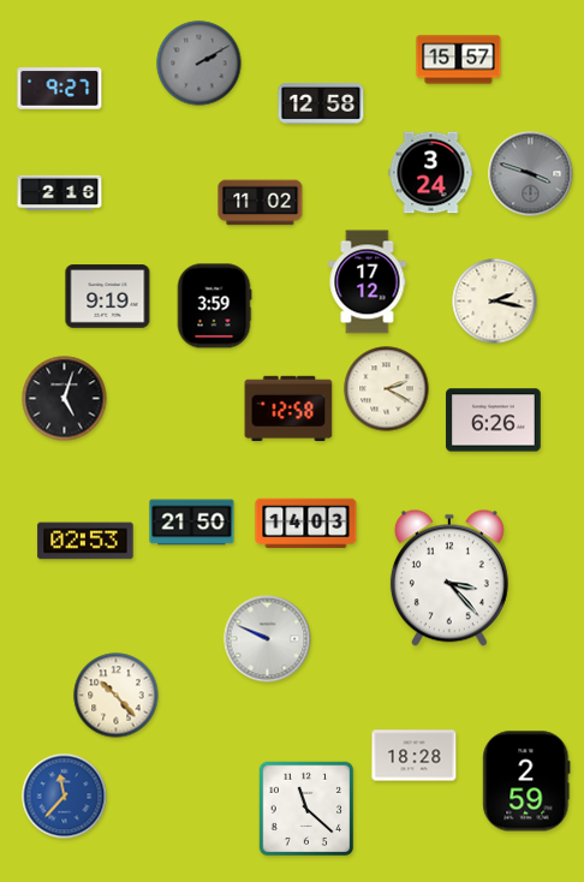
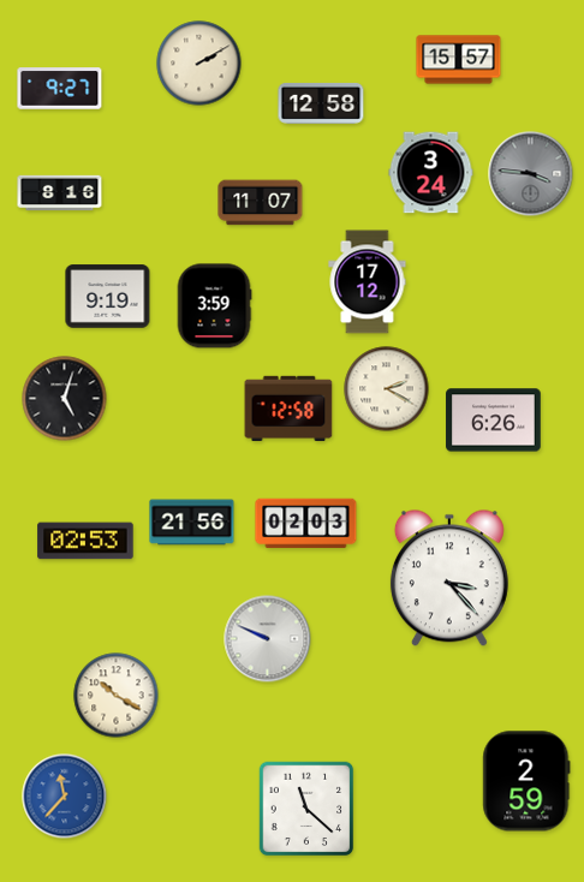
clock at (199, 64) dial: grey -> cream
clock at (531, 174): 3:48 -> 3:46
clock at (60, 193): 2:16 -> 8:16
clock at (261, 203): 11:02 -> 11:07
clock at (495, 302): 2:17 -> none
clock at (192, 523): 21:50 -> 21:56
clock at (306, 524): 14:03 -> 02:03
clock at (117, 696): 10:23 -> 10:20
clock at (415, 756): 18:28 -> none
